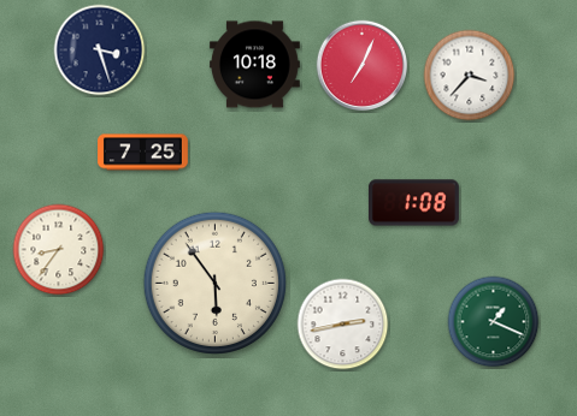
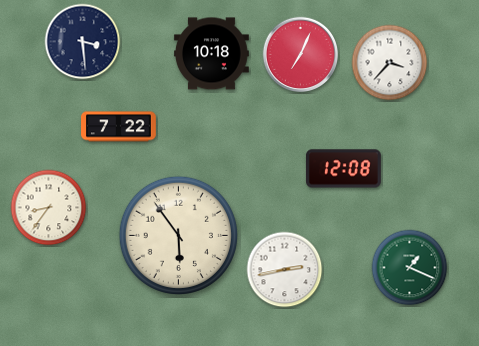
clock at (100, 50): 3:27 -> 3:29
clock at (143, 153): 7:25 -> 7:22
clock at (413, 203): 1:08 -> 12:08
